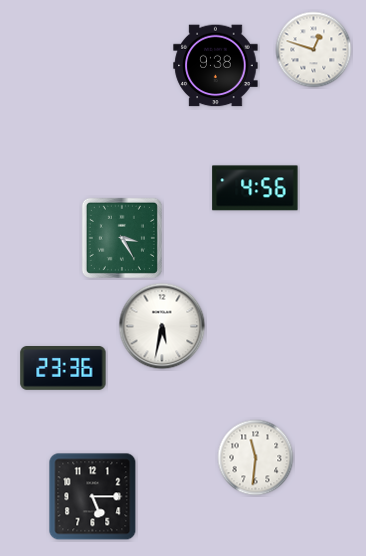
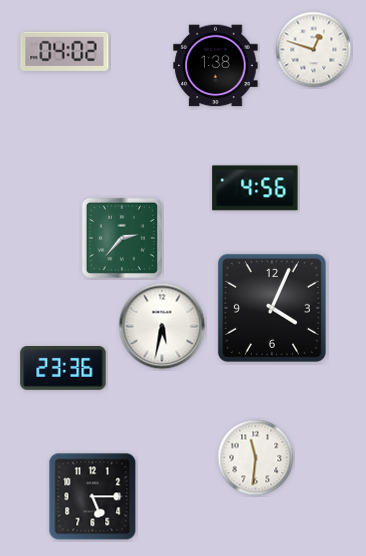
clock at (65, 51): none -> 04:02
clock at (216, 66): 9:38 -> 1:38
clock at (122, 238): 3:25 -> 2:37
clock at (272, 308): none -> 4:04
